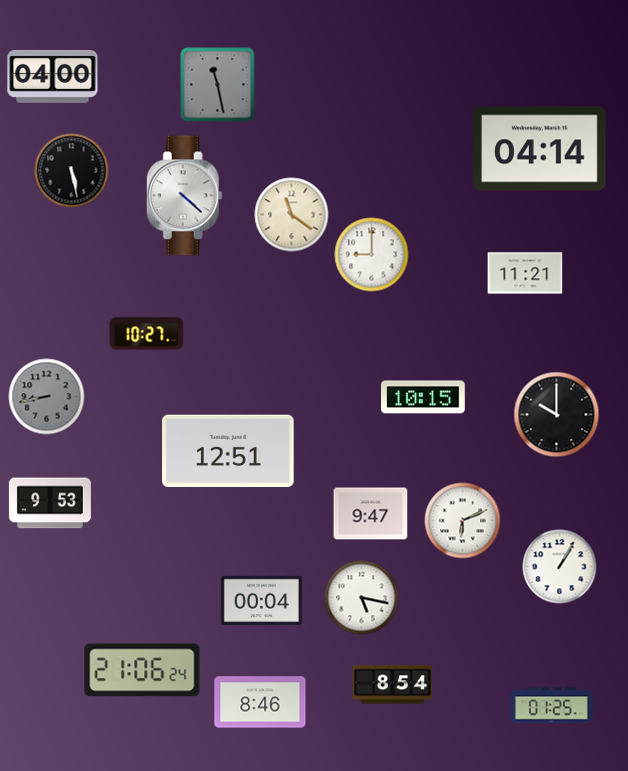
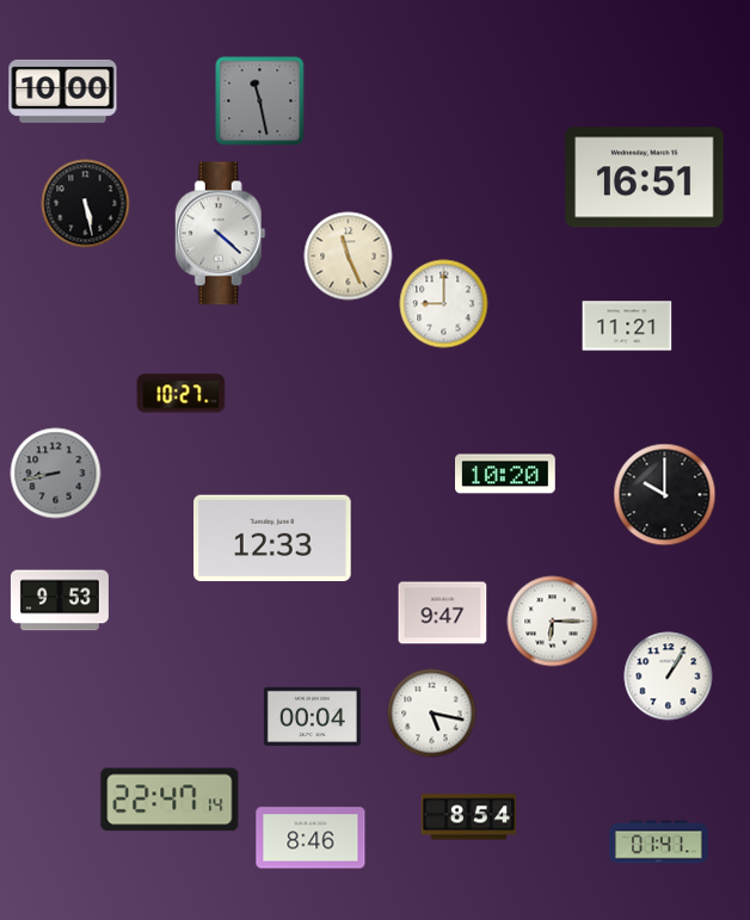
clock at (53, 76): 04:00 -> 10:00
clock at (540, 149): 04:14 -> 16:51
clock at (292, 215): 11:21 -> 11:26
clock at (147, 334) position: (147, 334) -> (182, 394)
clock at (424, 397): 10:15 -> 10:20
clock at (228, 451): 12:51 -> 12:33
clock at (463, 521): 6:11 -> 6:15
clock at (142, 670): 21:06 -> 22:47
clock at (551, 706): 01:25 -> 01:41
